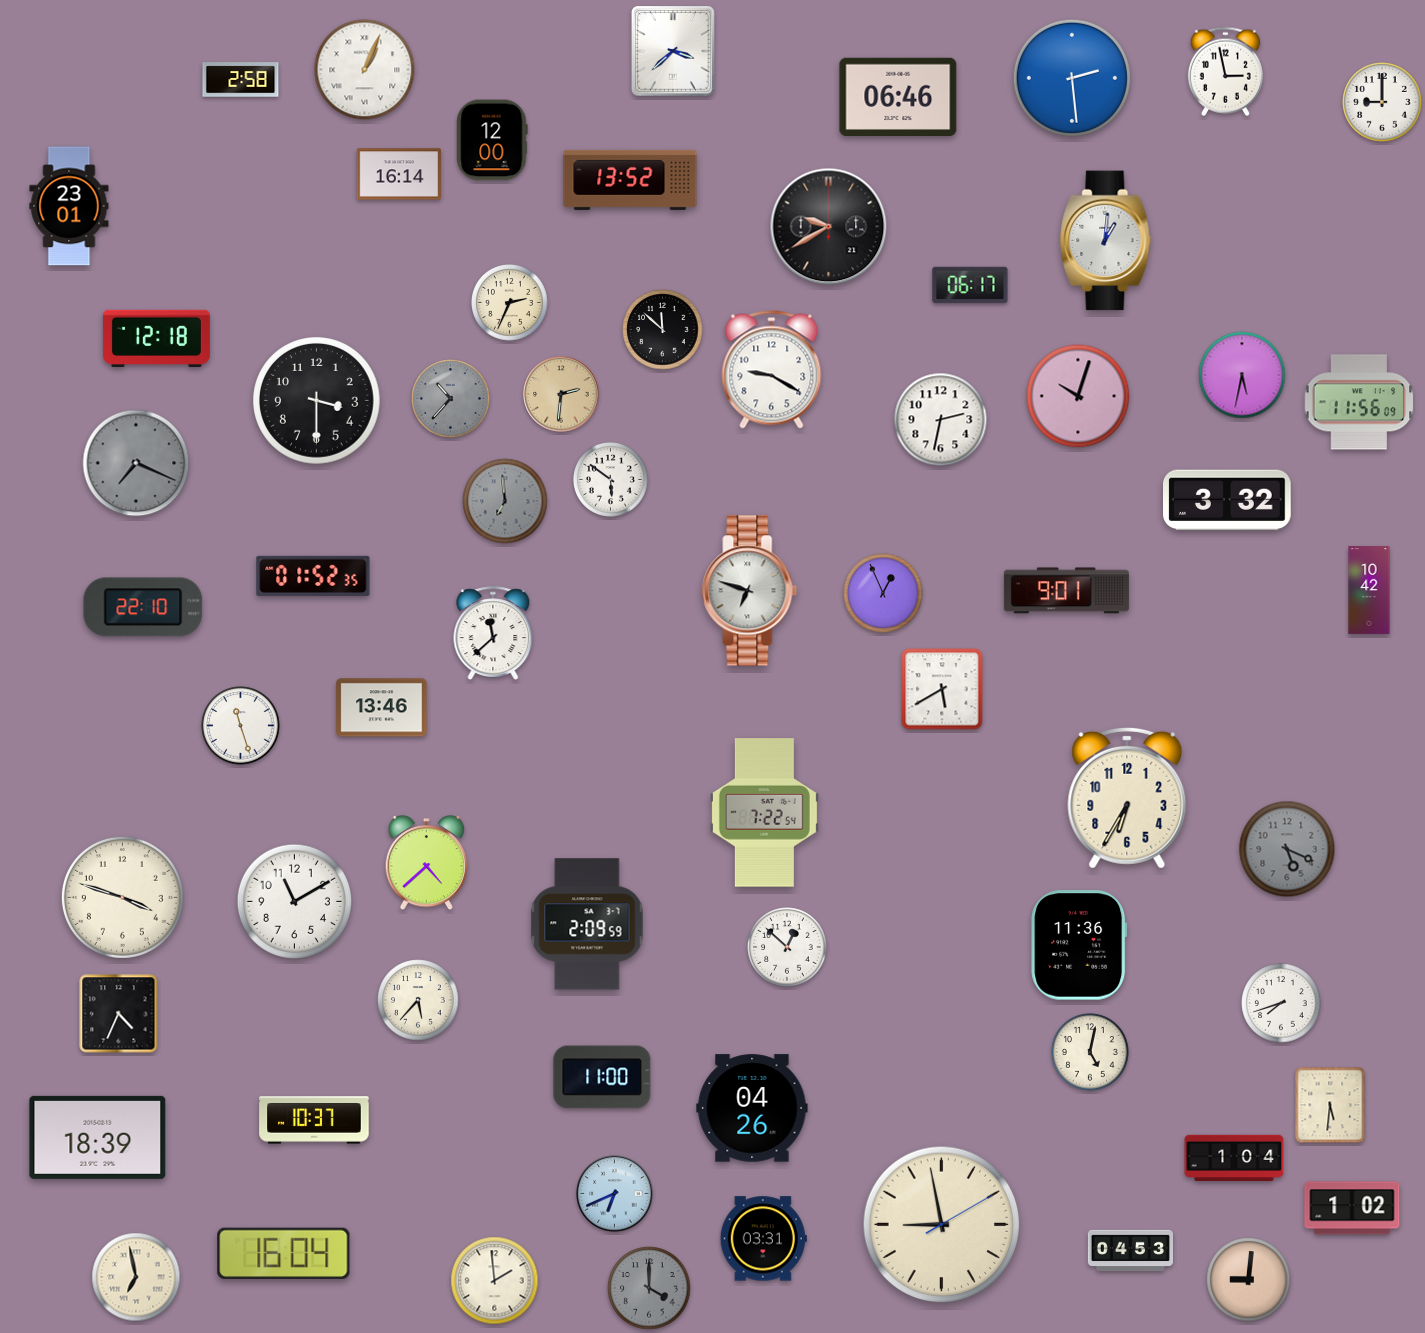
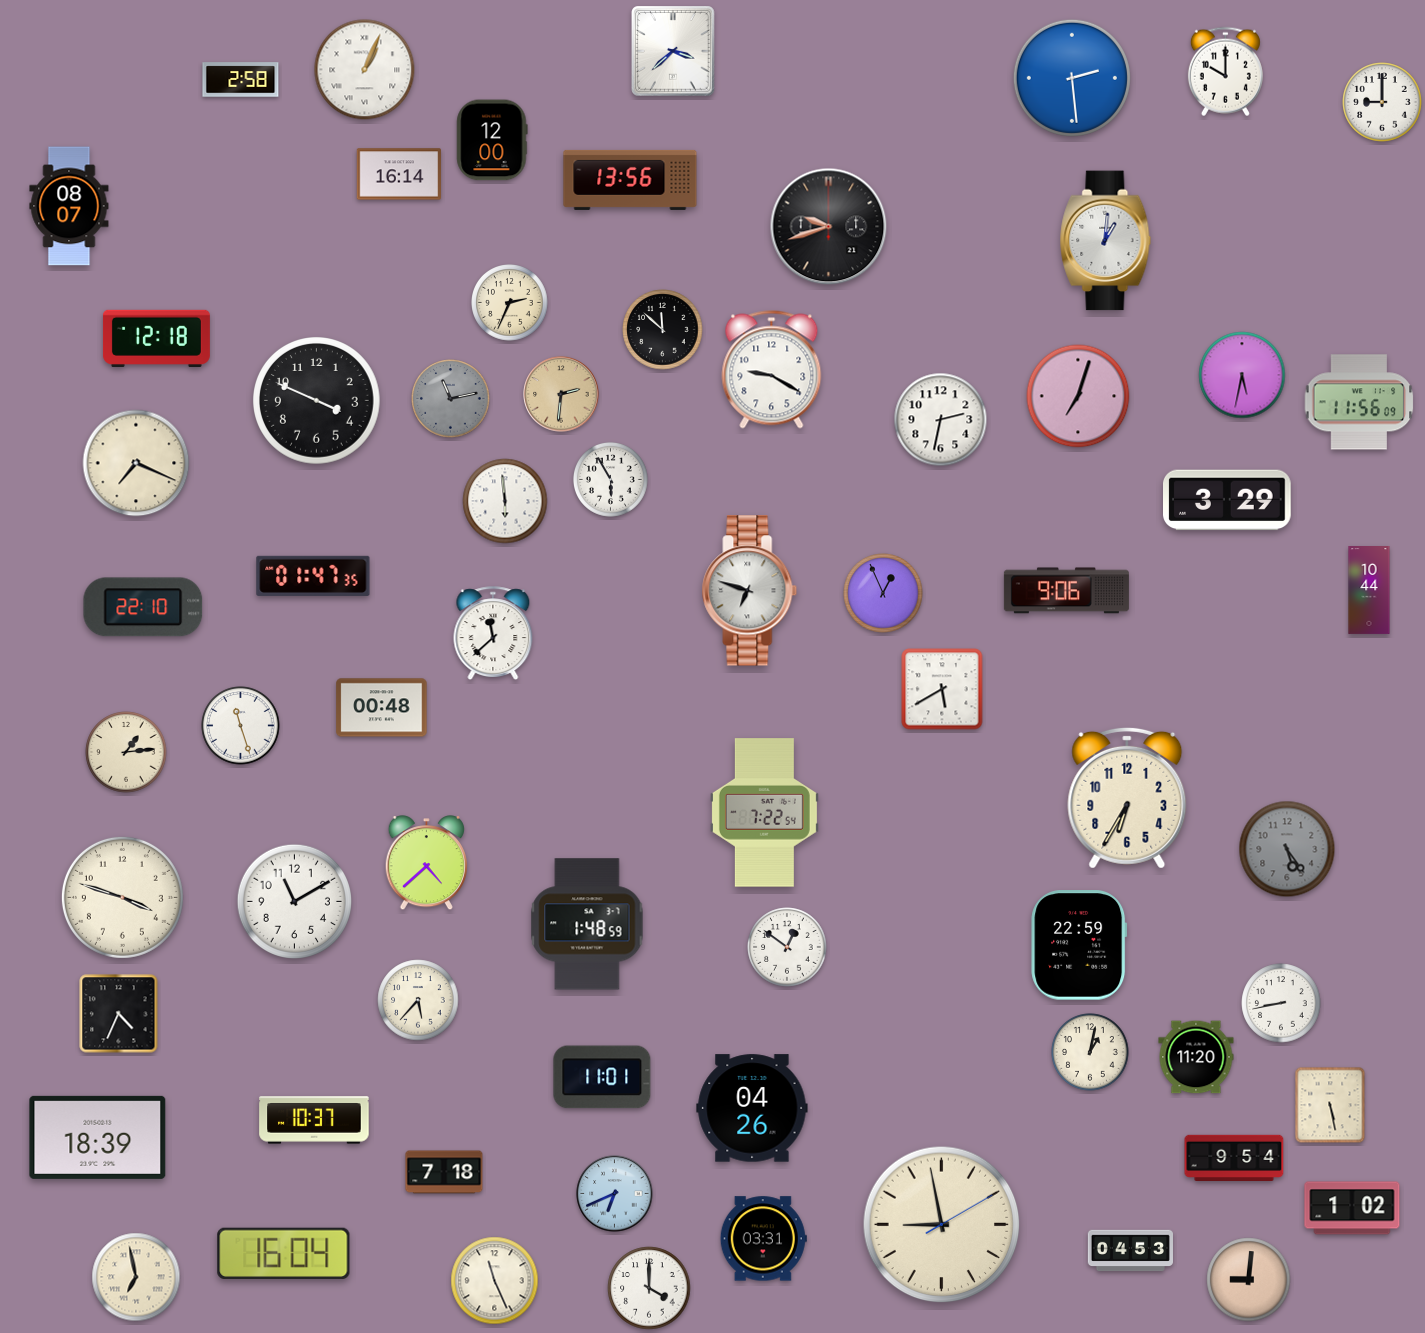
clock at (1225, 72): 2:58 -> 10:00
clock at (898, 96): 06:46 -> none
clock at (630, 180): 13:52 -> 13:56
clock at (69, 206): 23:01 -> 08:07
clock at (829, 227): 9:40 -> 9:42
clock at (970, 285): 06:17 -> none
clock at (1078, 396): 10:03 -> 7:03
clock at (451, 399): 10:37 -> 11:13
clock at (317, 401): 3:30 -> 3:49
clock at (136, 463) dial: grey -> cream
clock at (610, 479): 5:51 -> 5:55
clock at (1228, 500): 3:32 -> 3:29
clock at (505, 501): 6:59 -> 5:59
clock at (505, 501) dial: grey -> white
clock at (313, 576): 01:52 -> 01:47
clock at (1066, 591): 9:01 -> 9:06
clock at (1369, 591): 10:42 -> 10:44
clock at (382, 708): 13:46 -> 00:48
clock at (126, 752): none -> 1:14
clock at (1287, 849): 5:19 -> 5:24
clock at (587, 924): 2:09 -> 1:48
clock at (1079, 945): 11:36 -> 22:59
clock at (787, 947): 12:52 -> 12:51
clock at (1281, 1003): 7:42 -> 8:43
clock at (1090, 1052): 5:02 -> 1:02
clock at (1196, 1057): none -> 11:20
clock at (602, 1077): 11:00 -> 11:01
clock at (1330, 1105): 5:31 -> 5:28
clock at (1234, 1158): 1:04 -> 9:54
clock at (444, 1172): none -> 7:18
clock at (495, 1281): 1:59 -> 11:26
clock at (649, 1288) dial: grey -> white
